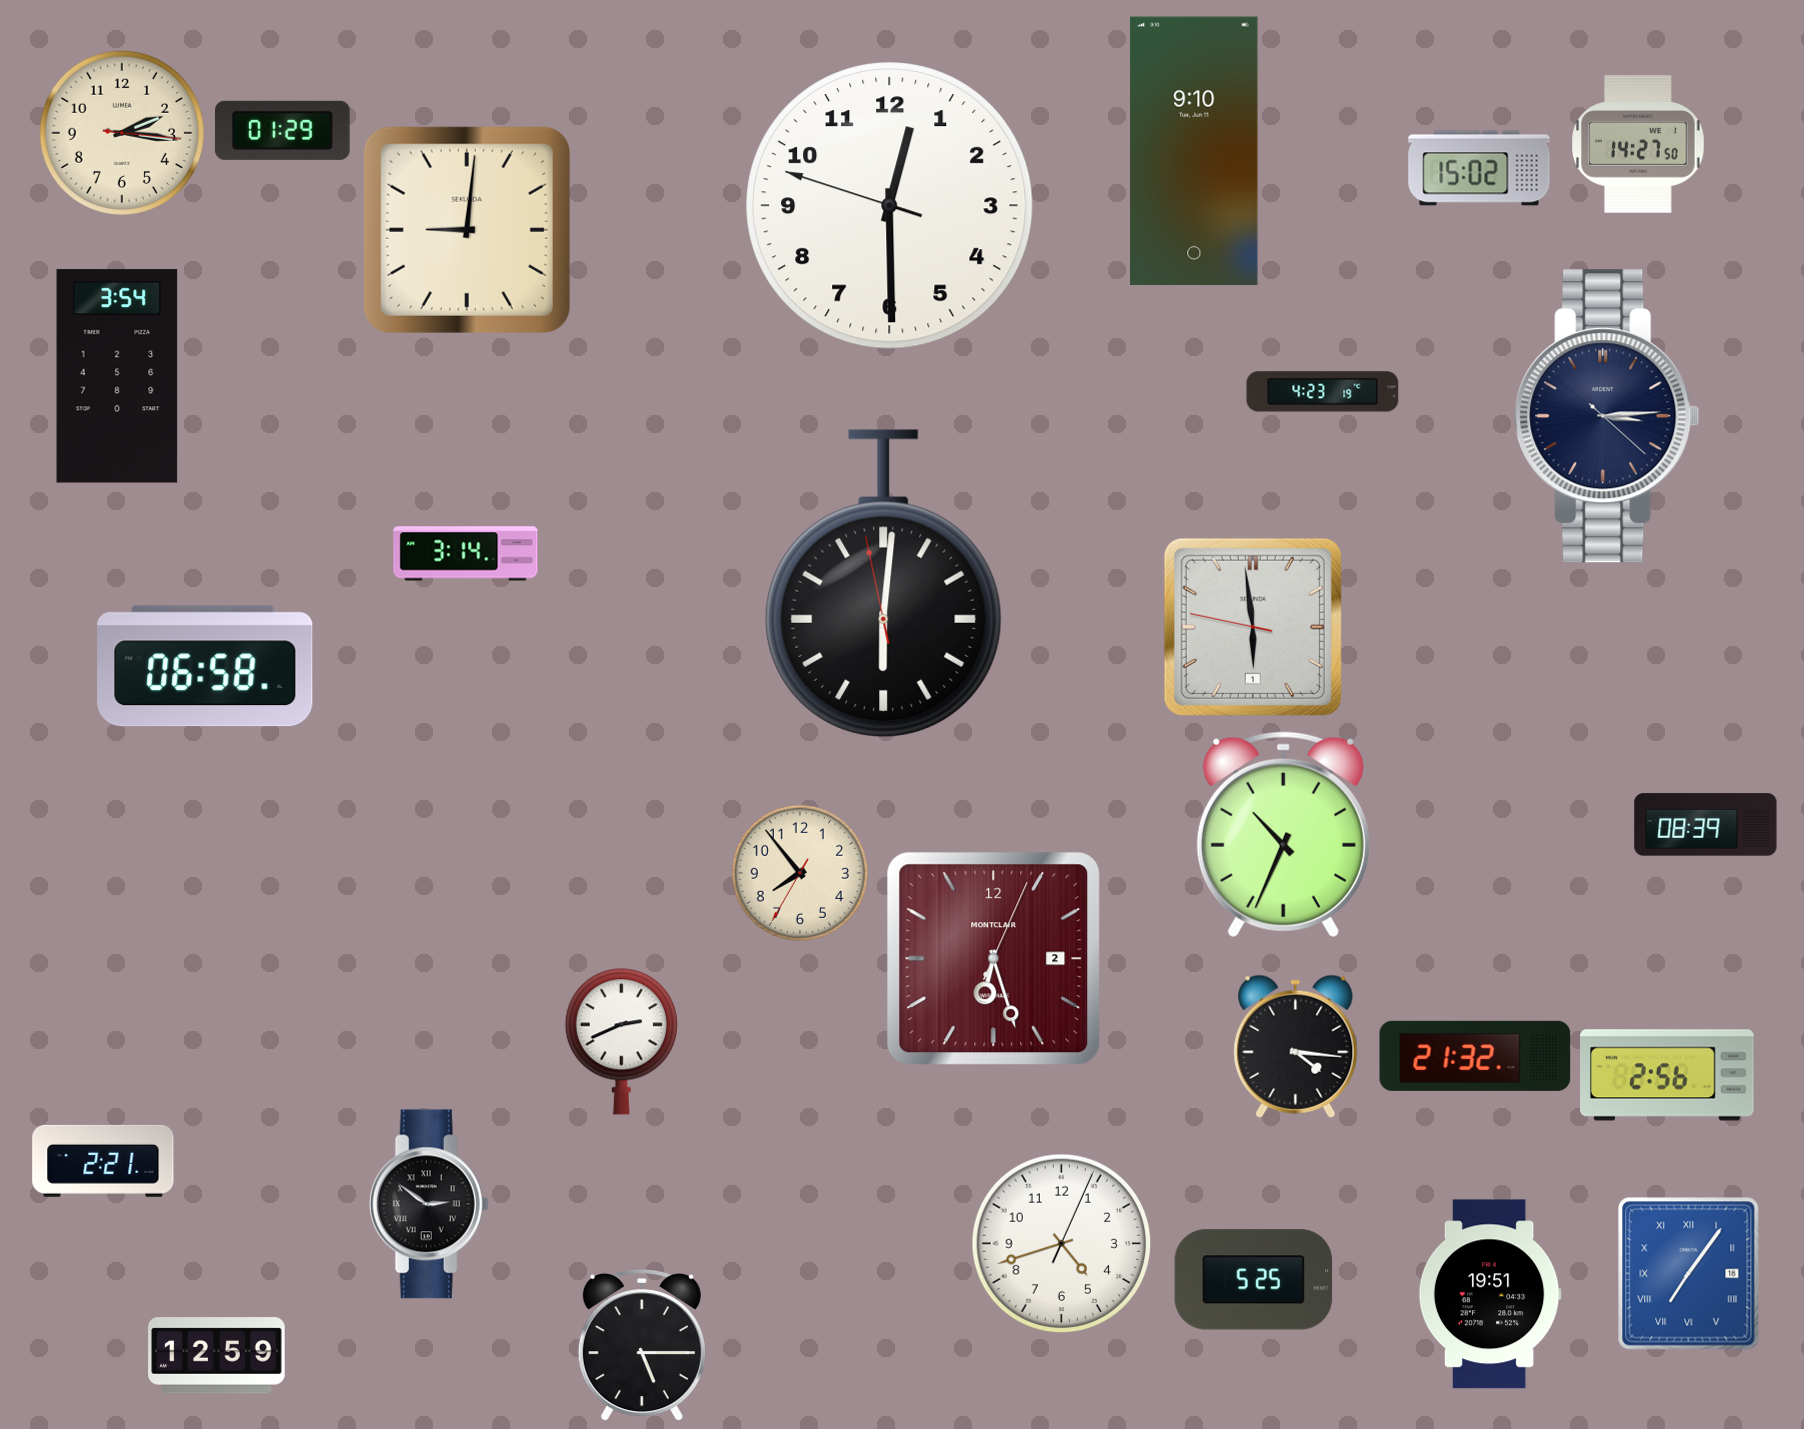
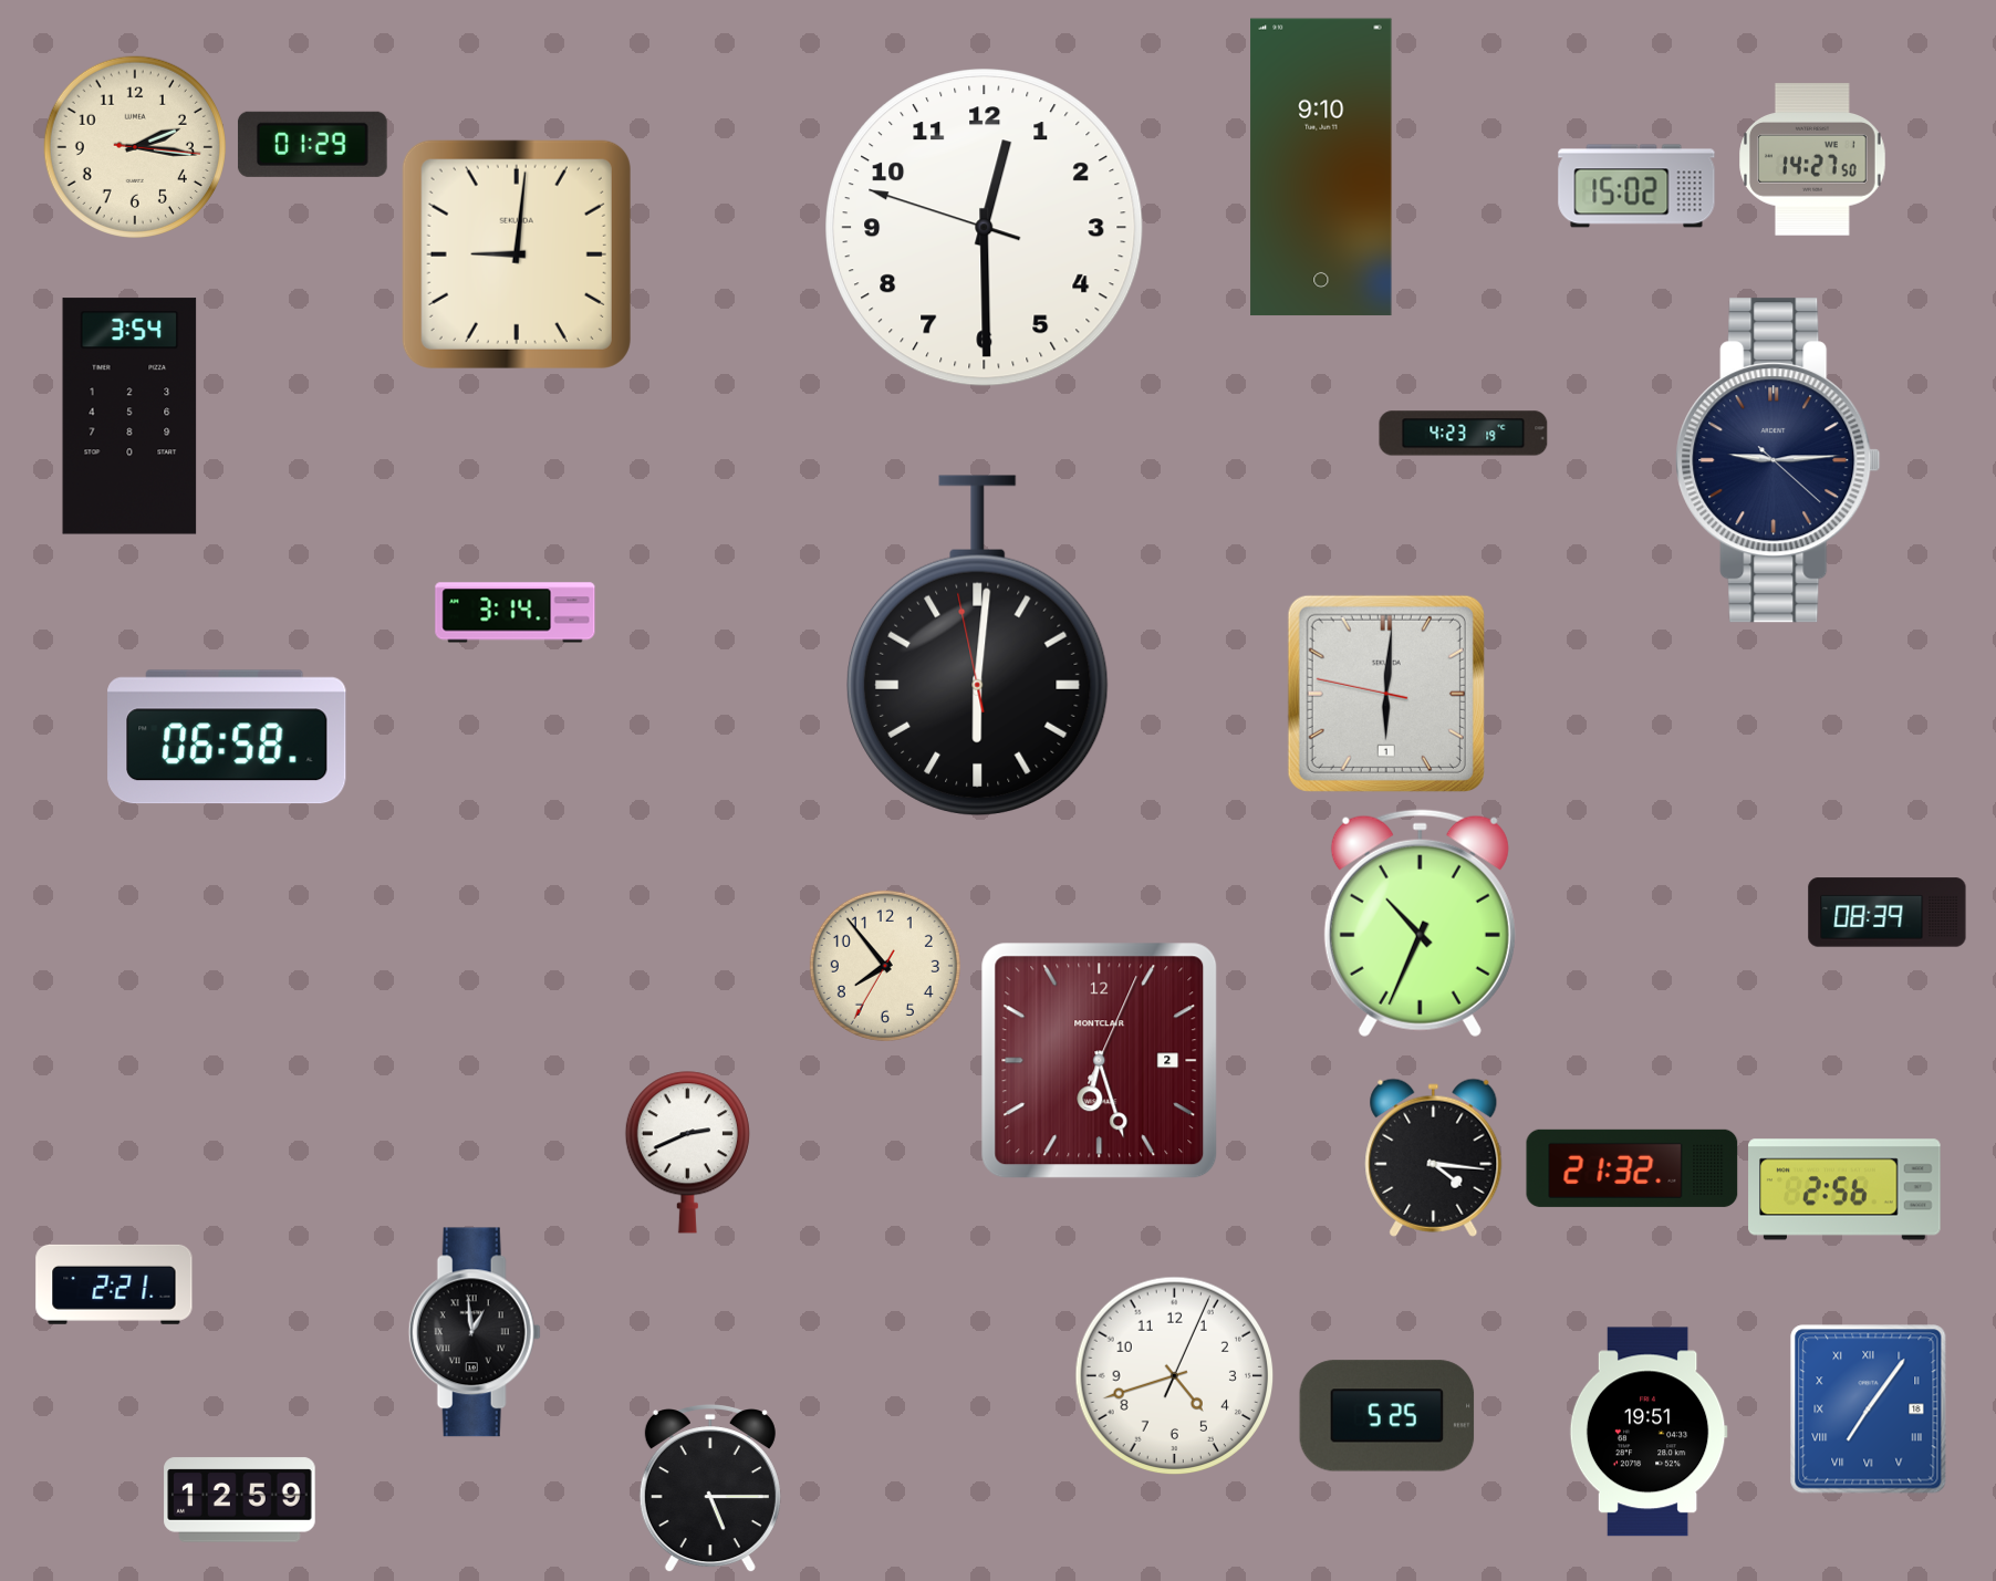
clock at (1607, 416): 3:14 -> 9:14
clock at (1253, 627): 5:58 -> 6:00
clock at (429, 1204): 2:51 -> 12:59
